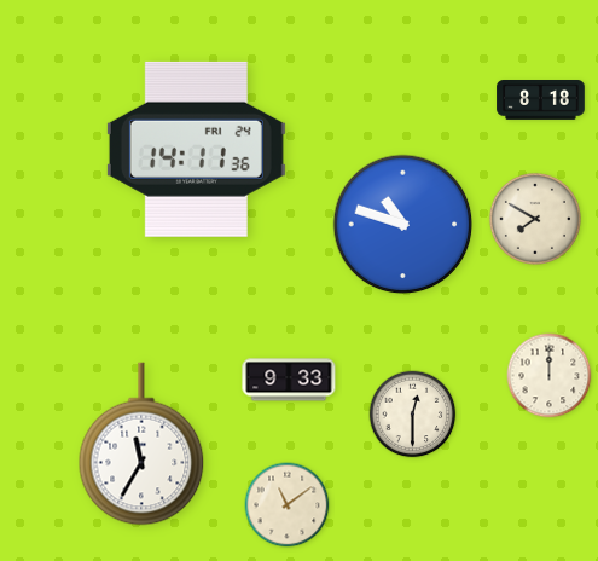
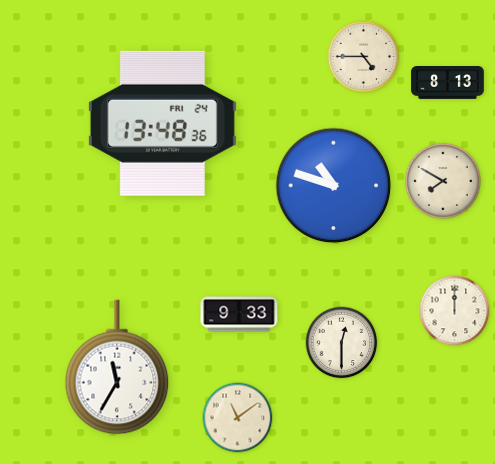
clock at (364, 57): none -> 4:45
clock at (541, 100): 8:18 -> 8:13
clock at (196, 149): 14:11 -> 13:48
